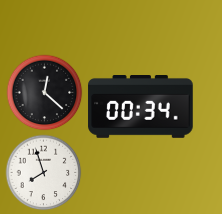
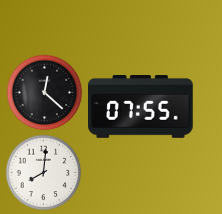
clock at (141, 107): 00:34 -> 07:55
clock at (44, 173): 7:57 -> 8:01
